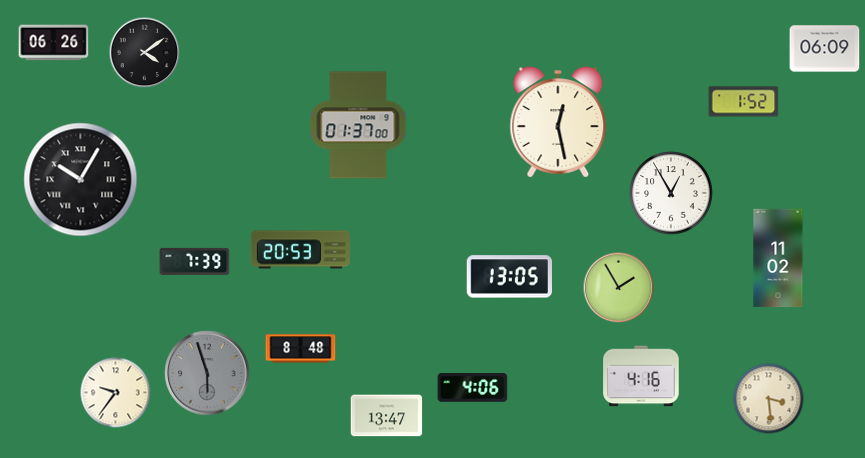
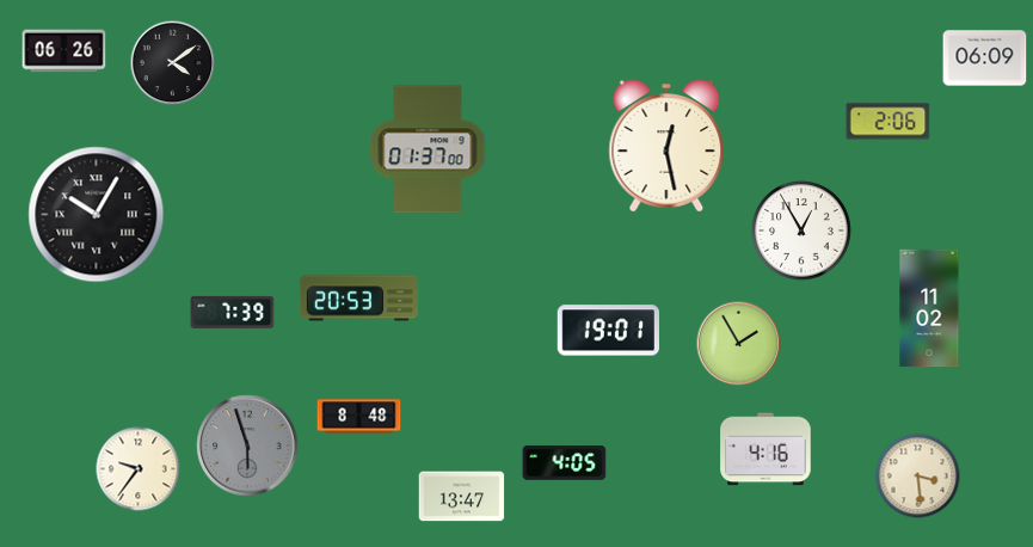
clock at (744, 102): 1:52 -> 2:06
clock at (509, 277): 13:05 -> 19:01
clock at (473, 388): 4:06 -> 4:05
